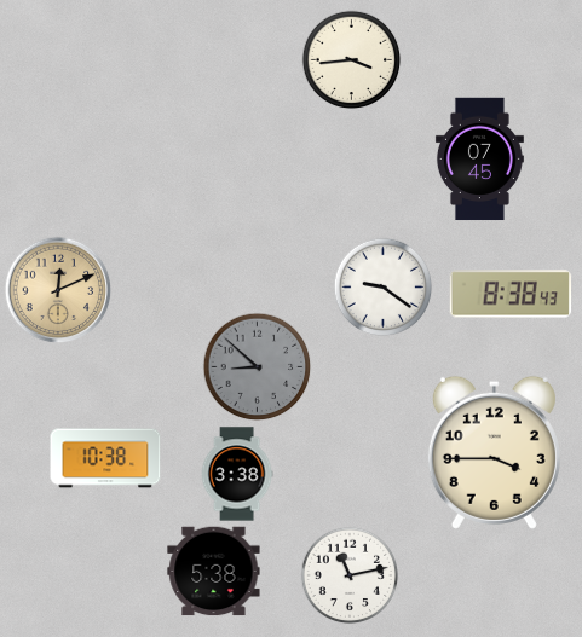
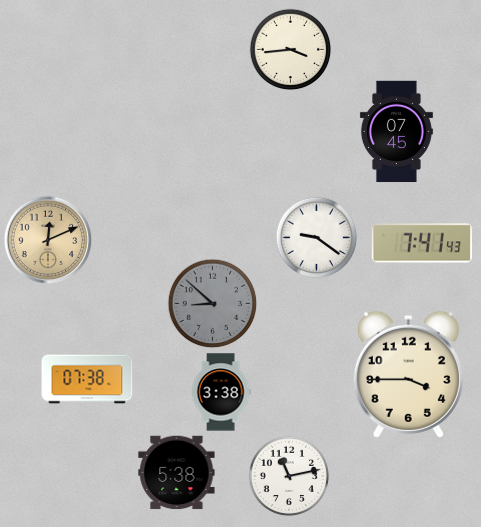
clock at (511, 294): 8:38 -> 7:41
clock at (105, 458): 10:38 -> 07:38
clock at (237, 474) position: (237, 474) -> (221, 392)
